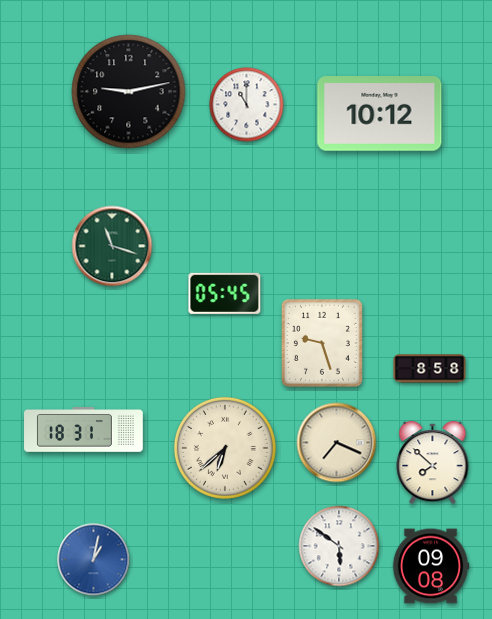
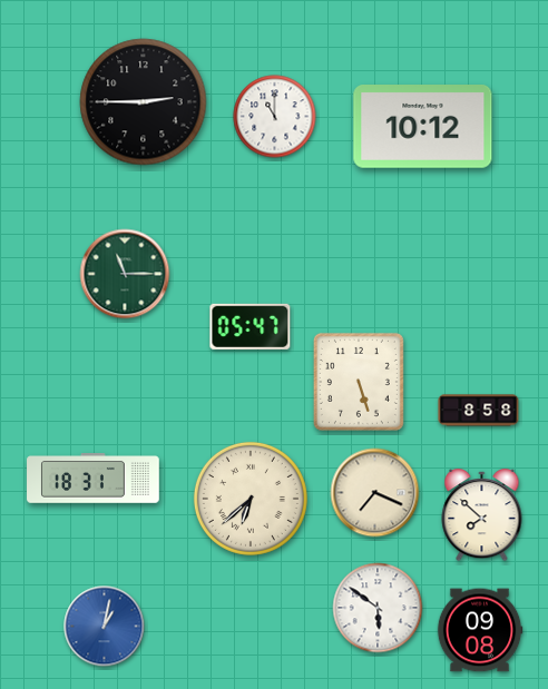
clock at (129, 92): 9:13 -> 2:45
clock at (112, 246): 11:18 -> 11:15
clock at (225, 293): 05:45 -> 05:47
clock at (322, 343): 9:27 -> 5:27
clock at (94, 560) position: (94, 560) -> (105, 627)
